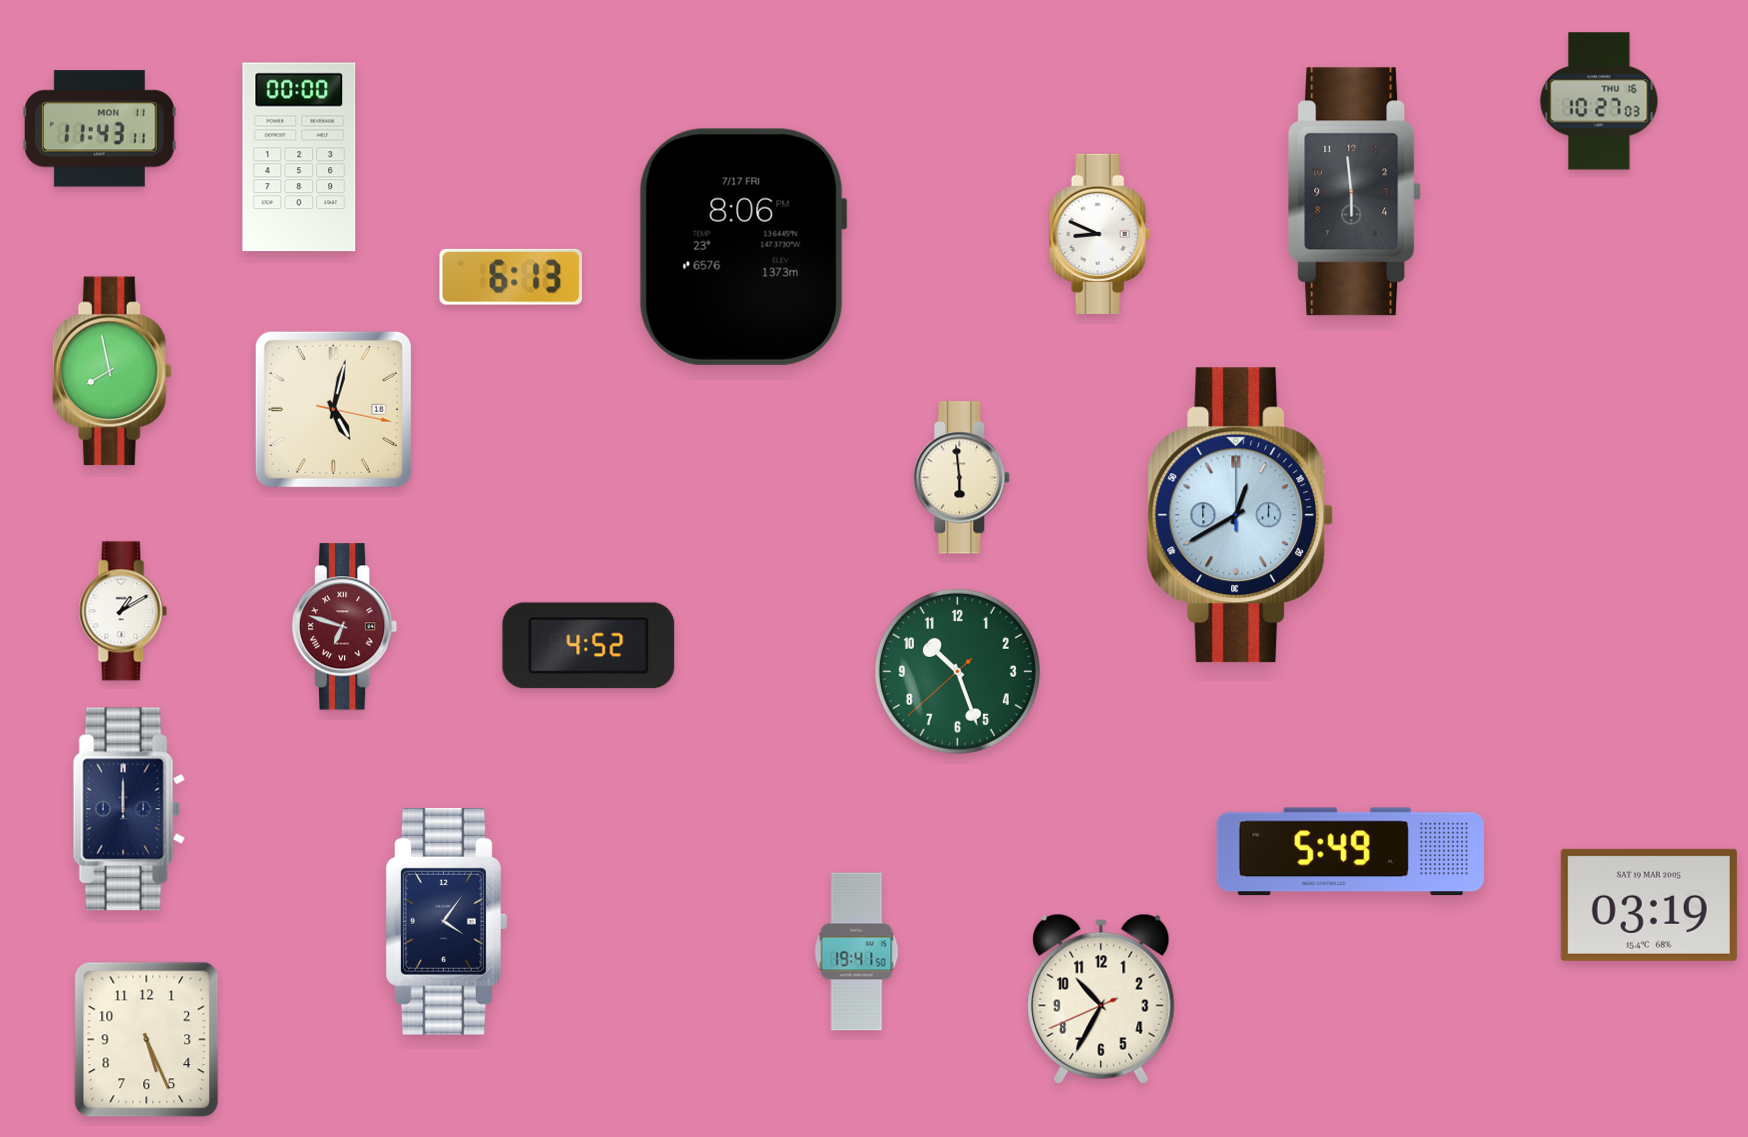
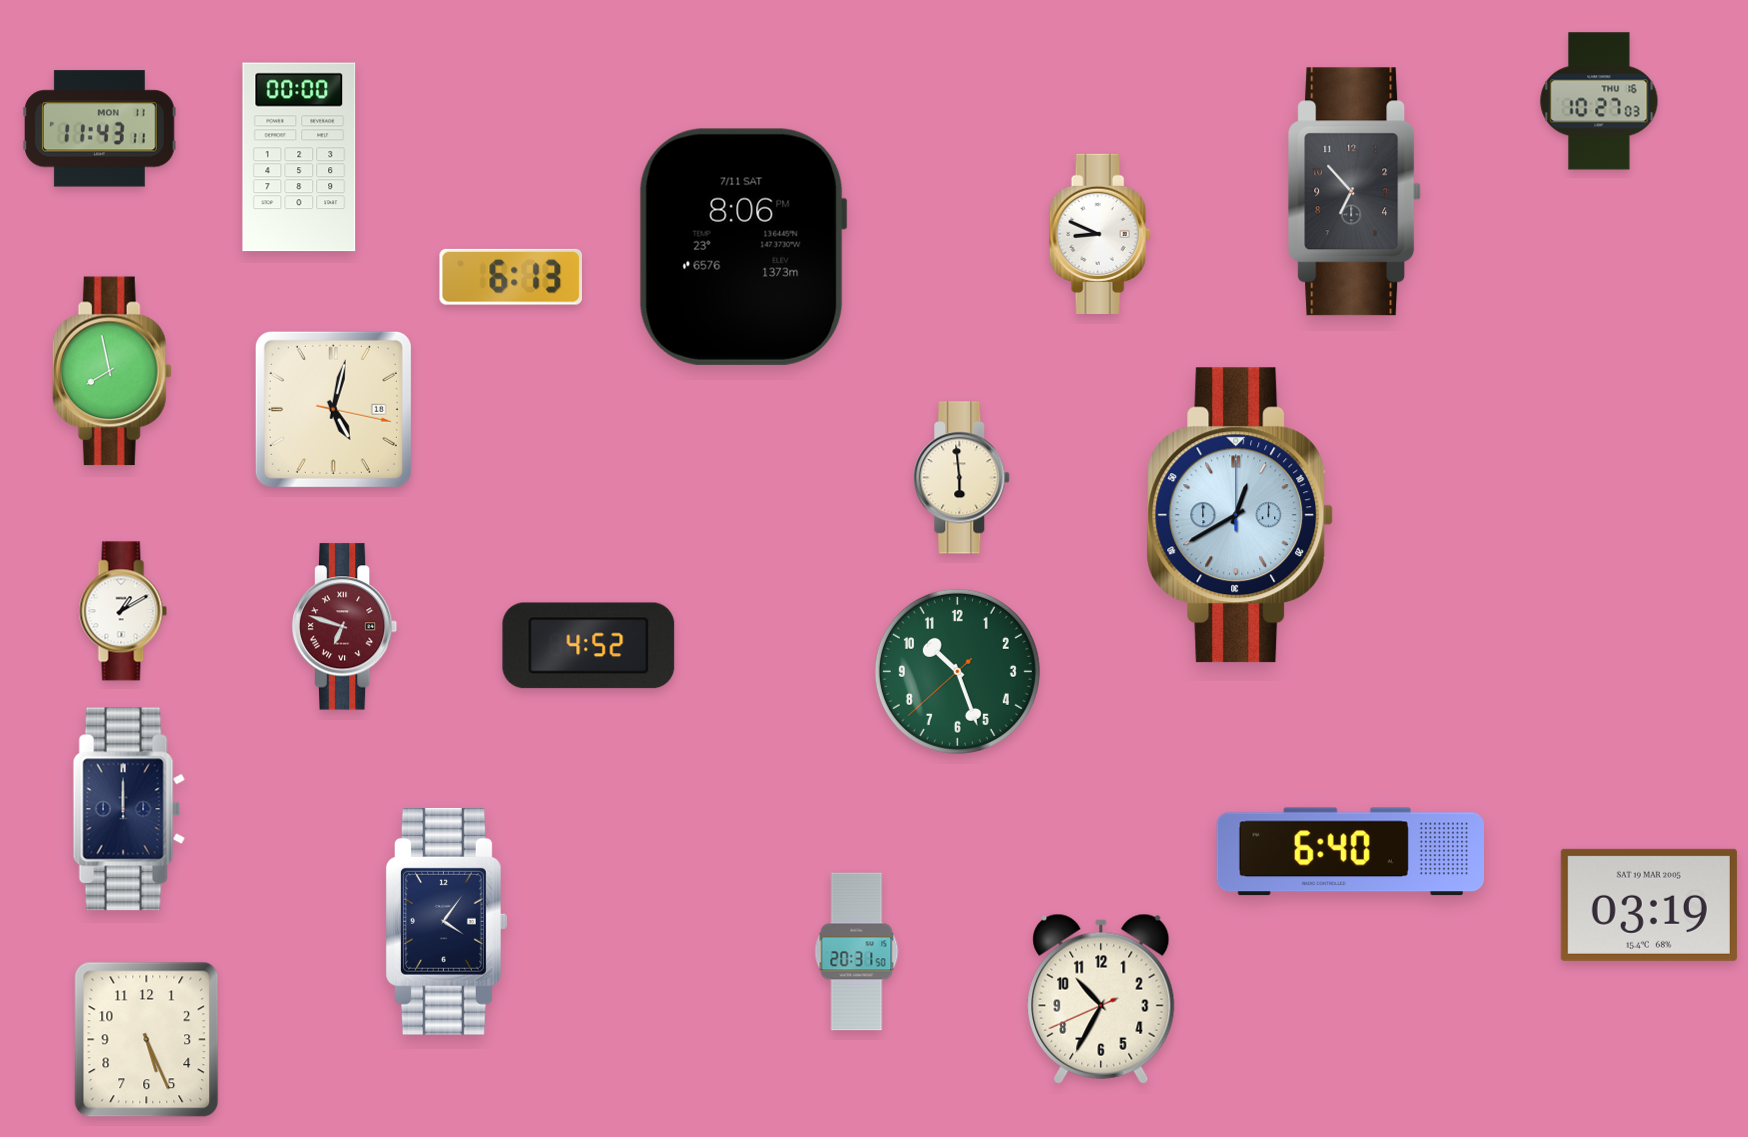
clock at (1355, 192): 5:59 -> 6:53
clock at (743, 247) date: 7/17 FRI -> 7/11 SAT
clock at (1350, 852): 5:49 -> 6:40
clock at (857, 952): 19:41 -> 20:31
